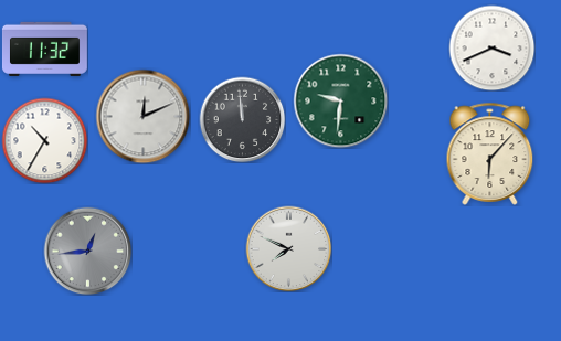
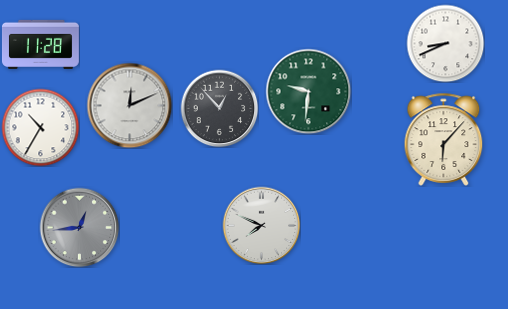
clock at (491, 47): 3:41 -> 8:41
clock at (44, 49): 11:32 -> 11:28
clock at (242, 119): 11:59 -> 12:53
